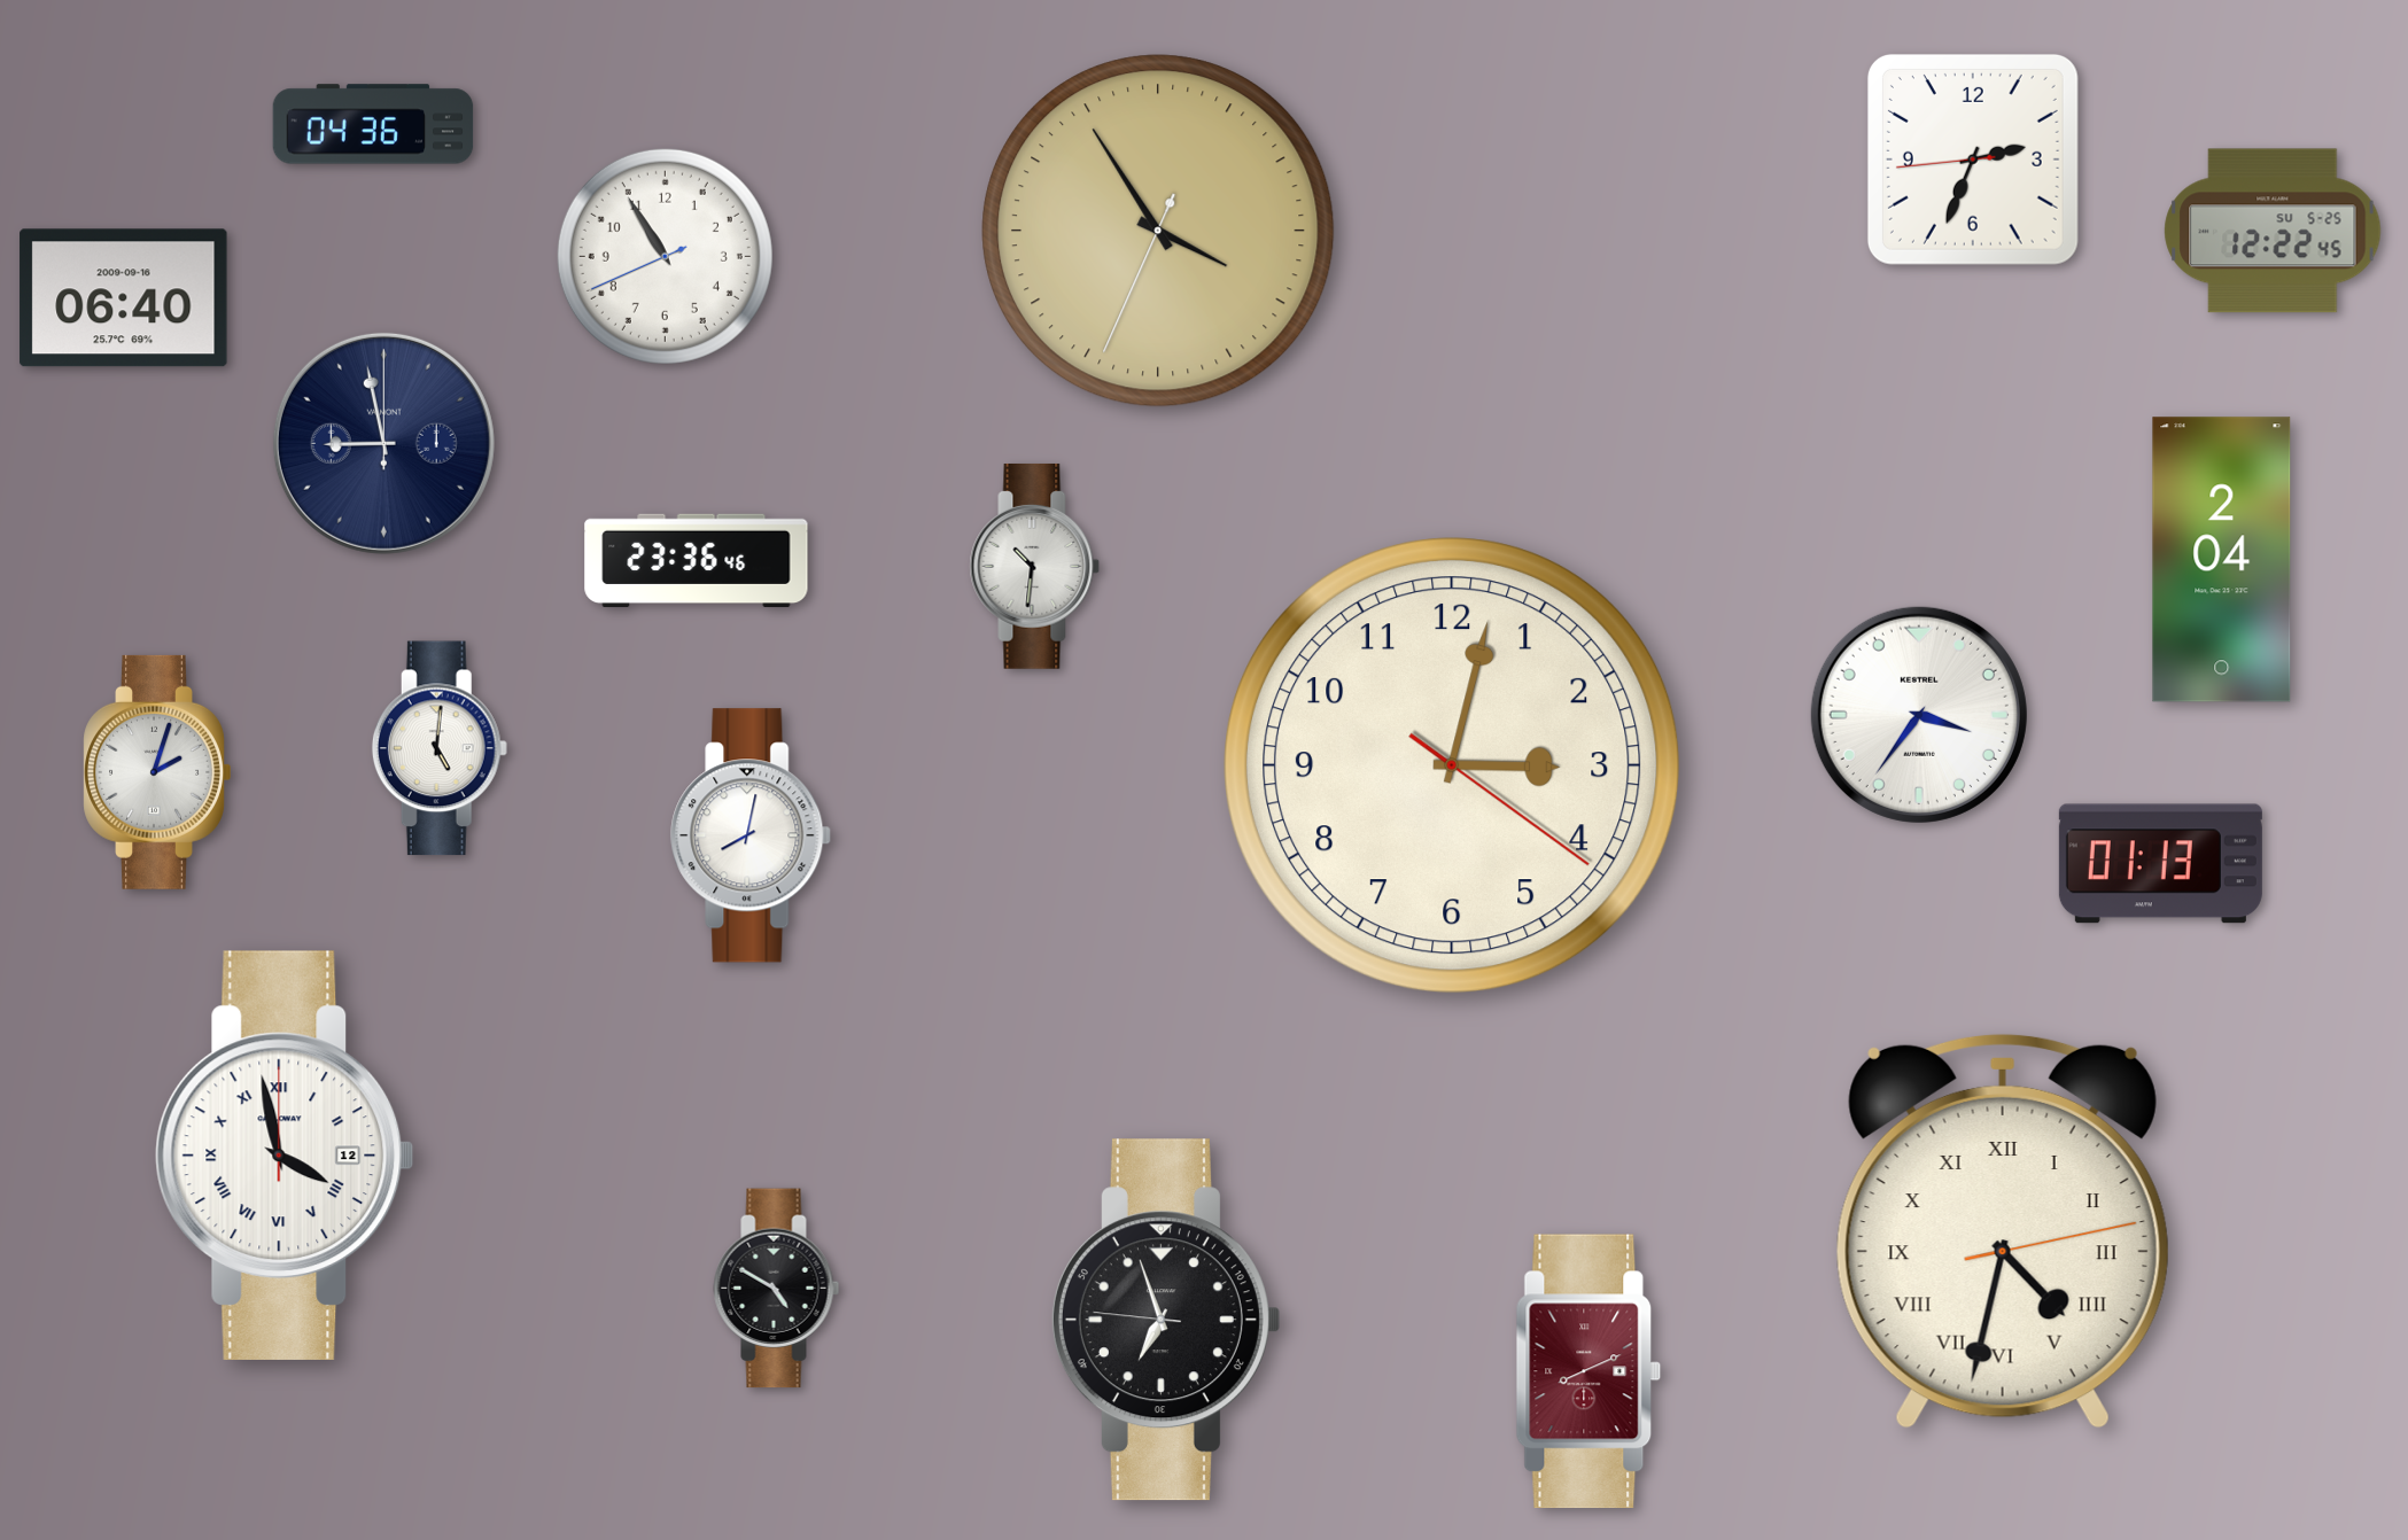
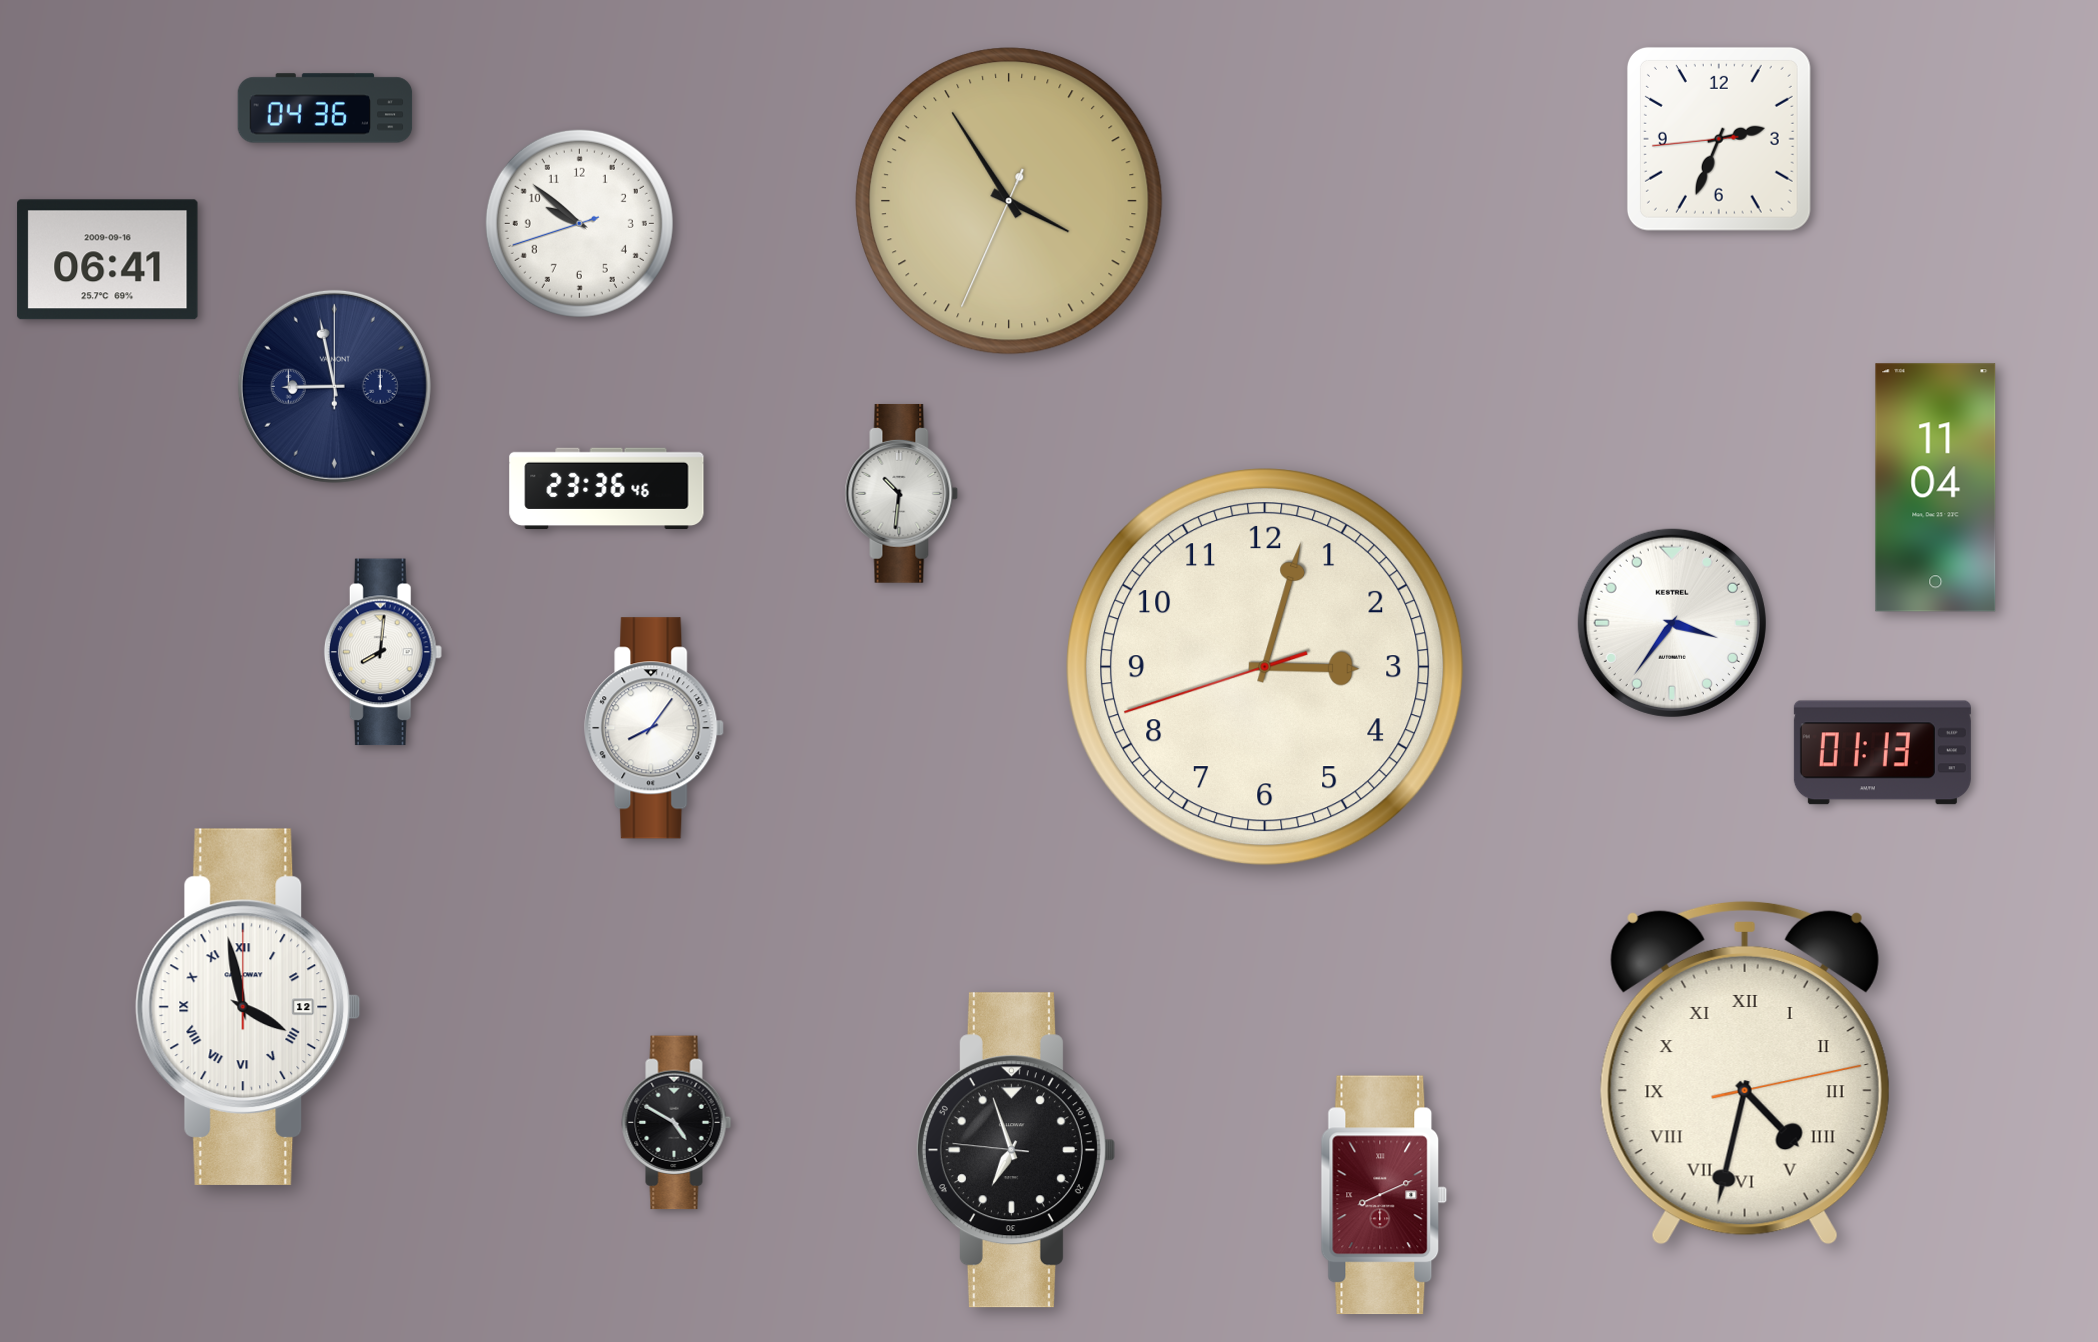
clock at (2273, 231): 12:22 -> none
clock at (665, 256): 10:54 -> 9:51
clock at (124, 298): 06:40 -> 06:41
clock at (2222, 560): 2:04 -> 11:04
clock at (440, 748): 5:01 -> 8:01
clock at (1452, 765): 3:02:21 -> 3:02:42
clock at (157, 772): 2:03 -> none
clock at (752, 835): 8:02 -> 8:06
